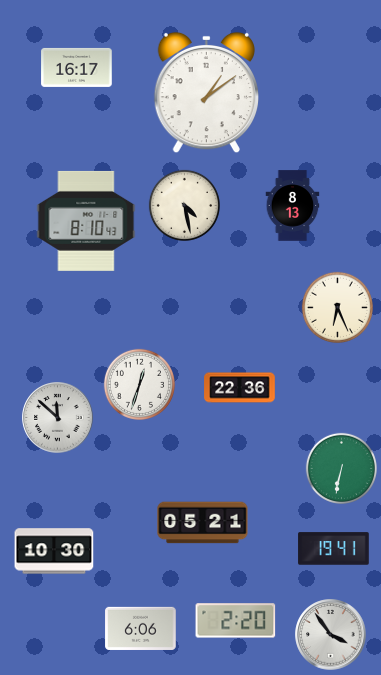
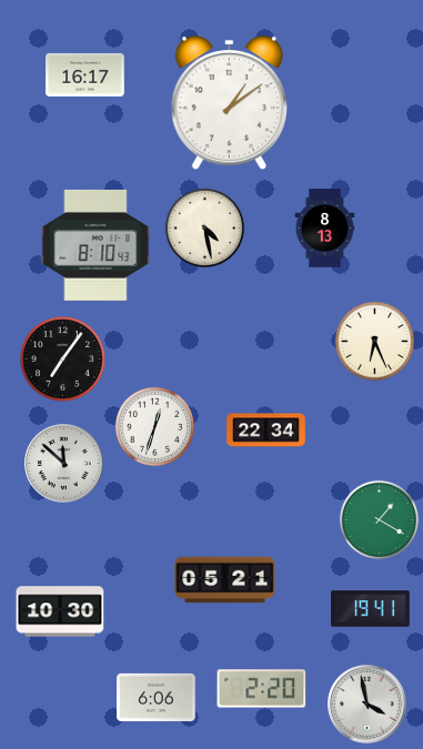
clock at (63, 360): none -> 7:06
clock at (240, 388): 22:36 -> 22:34
clock at (341, 468): 6:32 -> 1:20
clock at (331, 635): 3:54 -> 3:58
